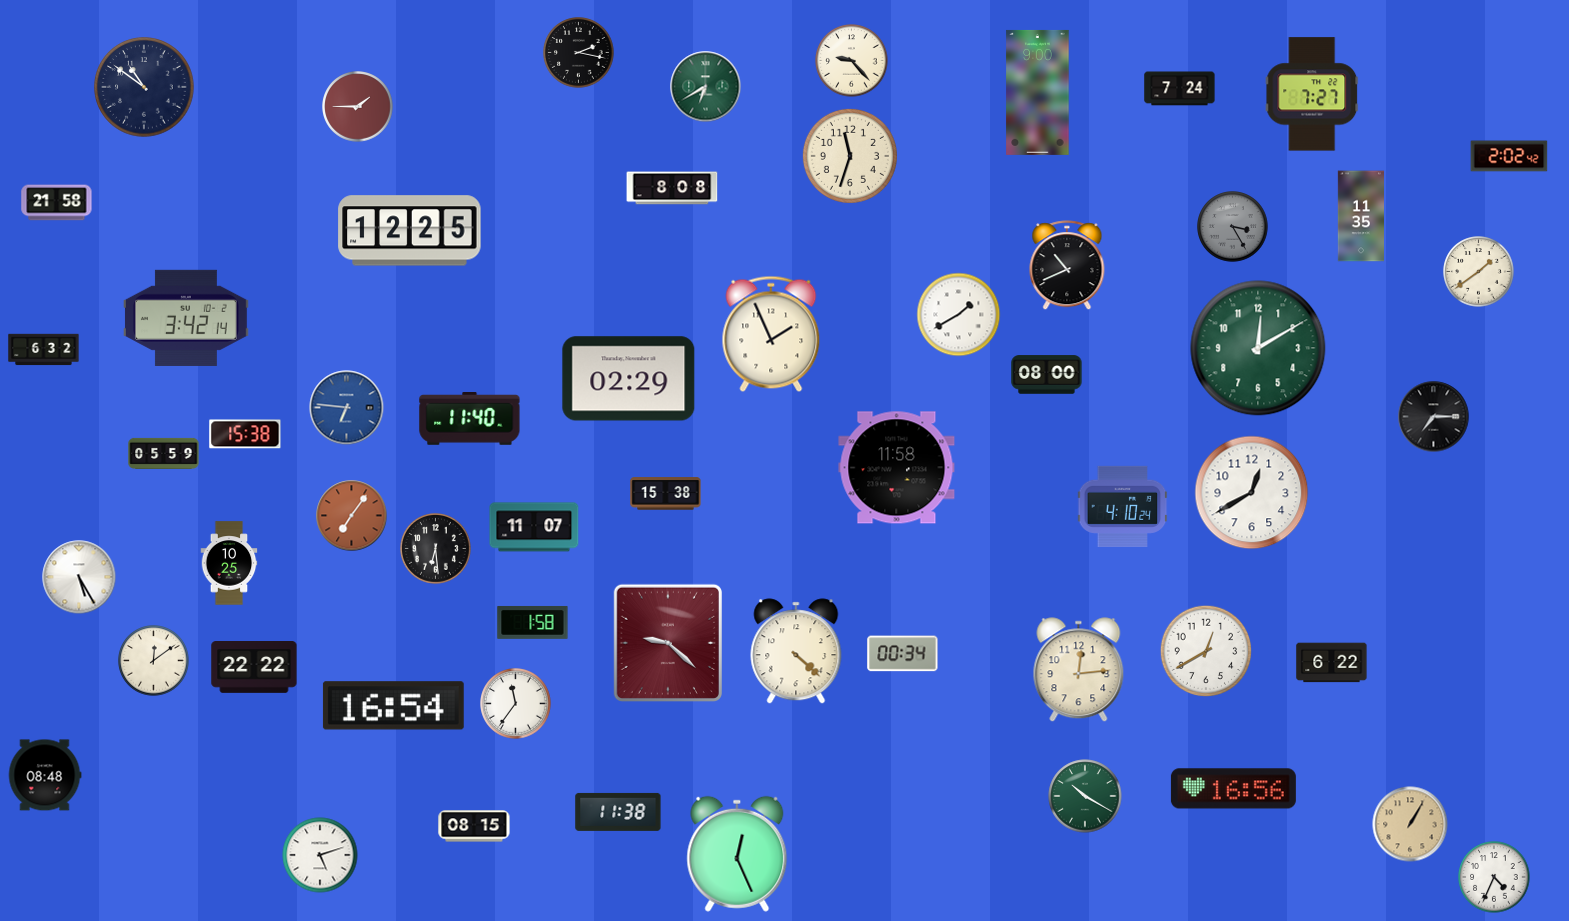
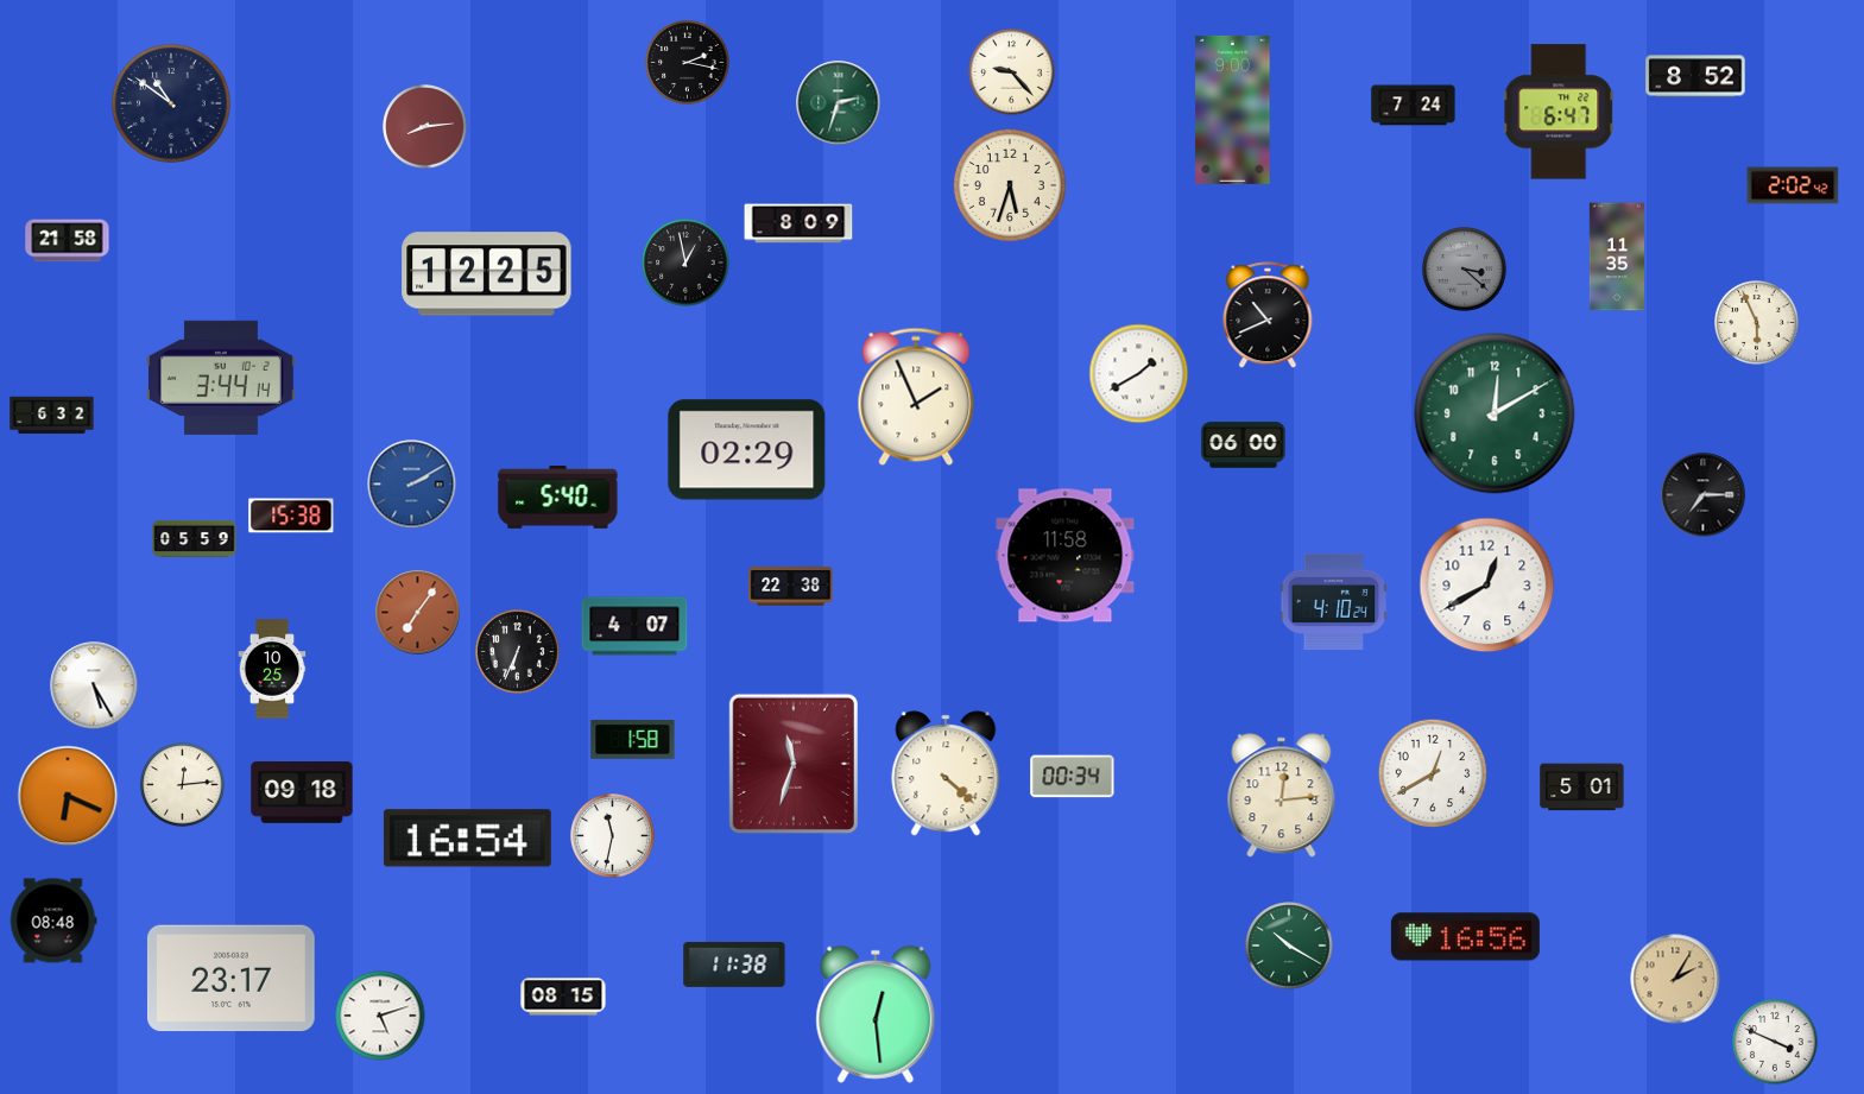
clock at (1695, 76): none -> 8:52
clock at (706, 87): 6:40 -> 2:33
clock at (1180, 89) position: (1180, 89) -> (1414, 106)
clock at (1312, 94): 7:27 -> 6:47
clock at (358, 107): 1:45 -> 8:14
clock at (850, 156): 11:33 -> 5:33
clock at (672, 188): 8:08 -> 8:09
clock at (685, 263): none -> 12:58
clock at (1233, 227): 3:25 -> 3:22
clock at (1479, 272): 1:39 -> 5:56
clock at (186, 318): 3:42 -> 3:44
clock at (1047, 375): 08:00 -> 06:00
clock at (347, 408): 6:46 -> 2:10
clock at (470, 419): 11:40 -> 5:40
clock at (666, 494): 15:38 -> 22:38
clock at (534, 527): 11:07 -> 4:07
clock at (436, 549): 6:29 -> 6:34
clock at (668, 643): 9:22 -> 11:33
clock at (154, 661): 12:09 -> 12:14
clock at (1332, 663): 6:22 -> 5:01
clock at (254, 668): 22:22 -> 09:18
clock at (68, 796): none -> 6:19
clock at (516, 704): 11:36 -> 11:32
clock at (230, 979): none -> 23:17
clock at (1410, 824): 1:05 -> 2:05
clock at (474, 826) position: (474, 826) -> (563, 997)
clock at (737, 854): 12:26 -> 12:29
clock at (1494, 877): 4:34 -> 3:49
